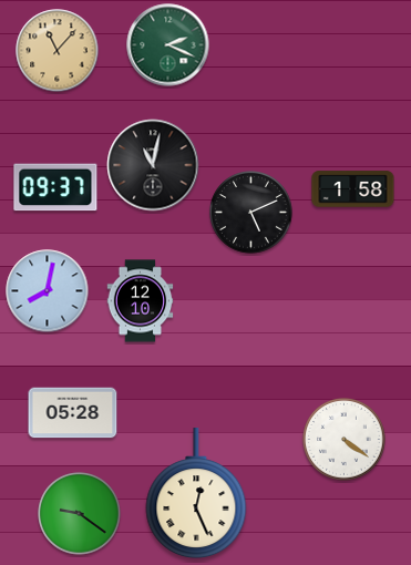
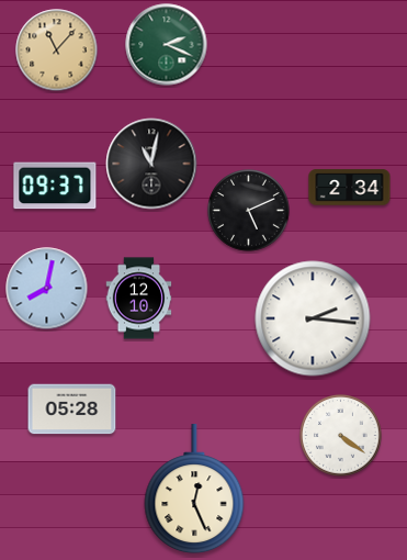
clock at (353, 189): 1:58 -> 2:34
clock at (313, 318): none -> 2:16
clock at (80, 514): 9:21 -> none
